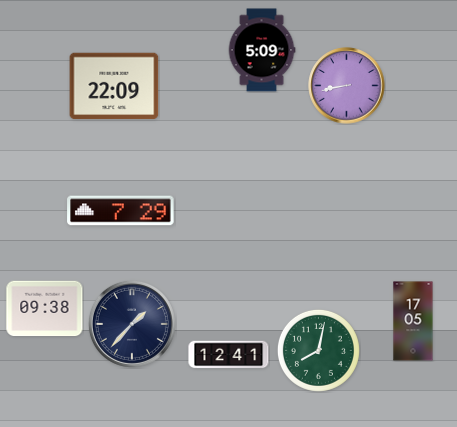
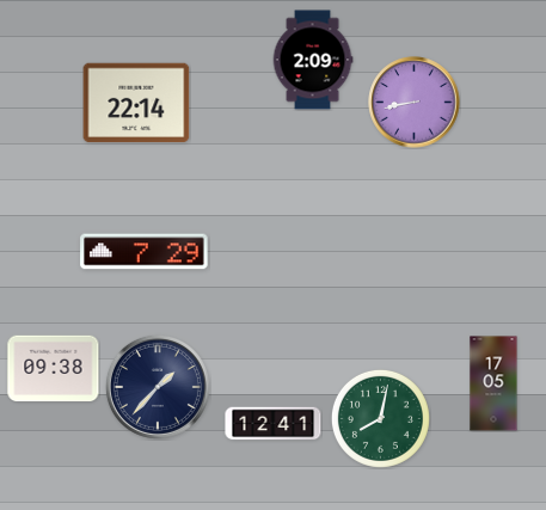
clock at (262, 50): 5:09 -> 2:09
clock at (114, 86): 22:09 -> 22:14
